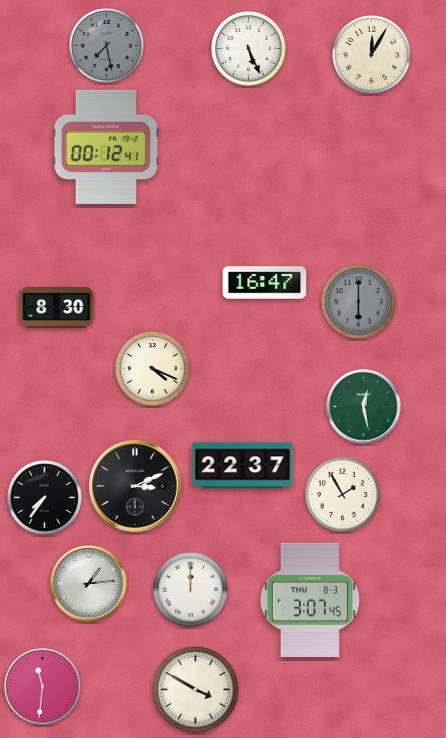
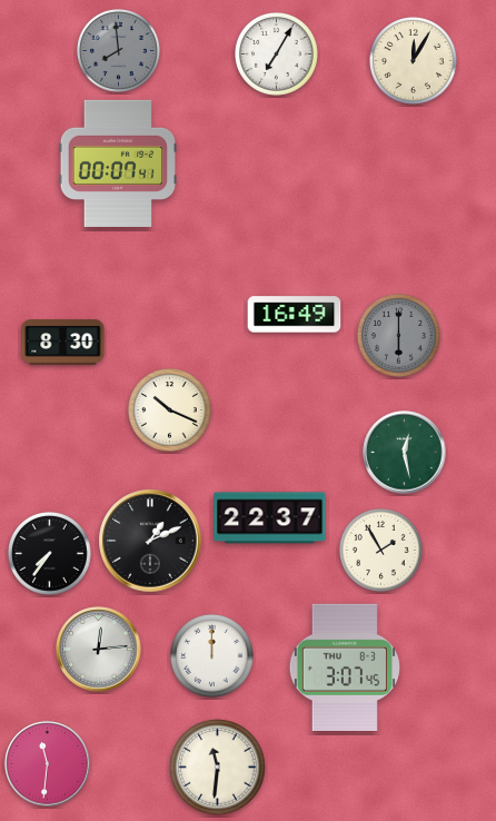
clock at (107, 46): 7:28 -> 7:59
clock at (249, 49): 5:26 -> 7:05
clock at (106, 147): 00:12 -> 00:07
clock at (265, 283): 16:47 -> 16:49
clock at (153, 369): 4:19 -> 10:19
clock at (135, 486): 3:11 -> 1:11
clock at (89, 584): 1:14 -> 12:14
clock at (196, 690): 3:50 -> 11:31
